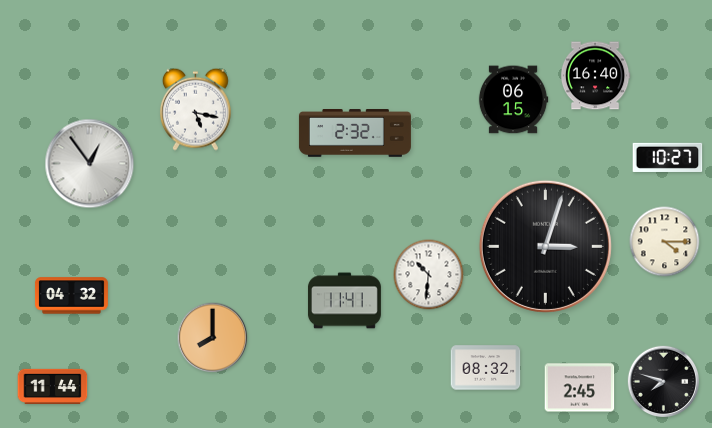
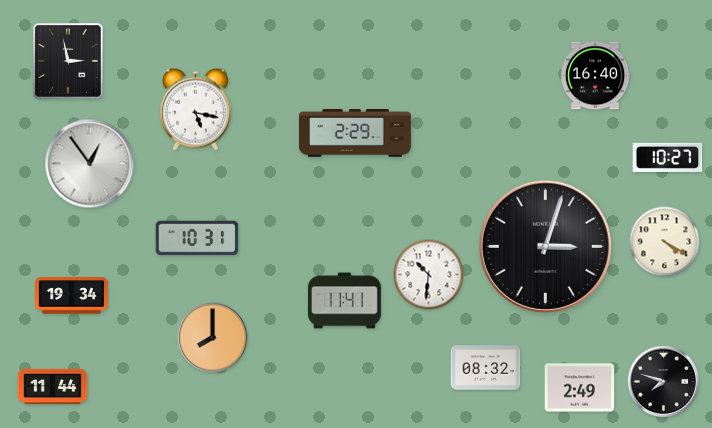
clock at (68, 61): none -> 2:58
clock at (513, 100): 06:15 -> none
clock at (355, 133): 2:32 -> 2:29
clock at (197, 238): none -> 10:31
clock at (665, 242): 4:15 -> 4:20
clock at (71, 296): 04:32 -> 19:34
clock at (580, 388): 2:45 -> 2:49
